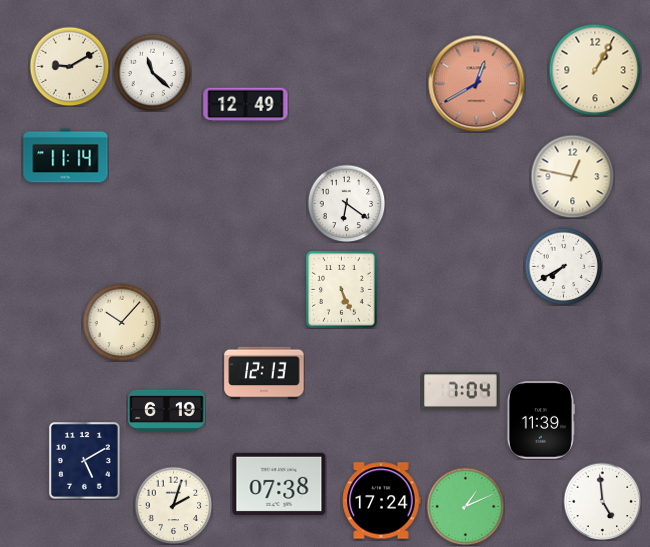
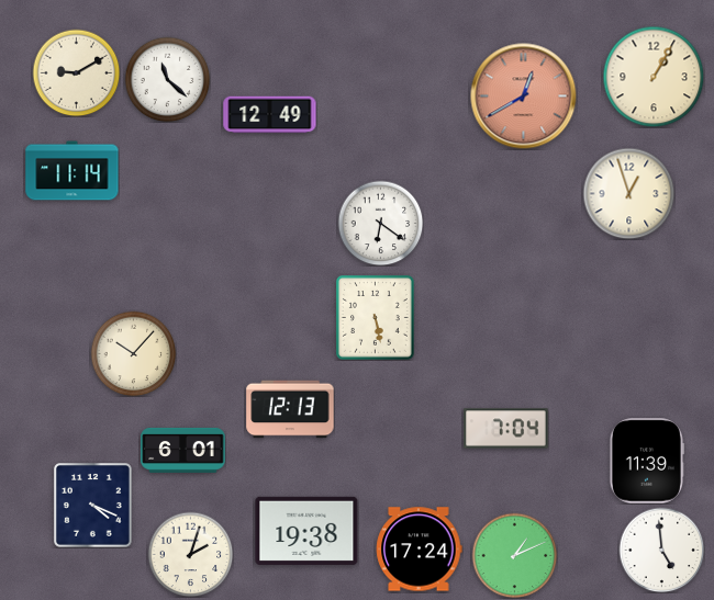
clock at (477, 84) position: (477, 84) -> (524, 97)
clock at (572, 176): 12:47 -> 12:57
clock at (563, 266): 7:40 -> none
clock at (341, 290): 5:26 -> 5:28
clock at (167, 410): 6:19 -> 6:01
clock at (540, 420) position: (540, 420) -> (646, 461)
clock at (84, 461): 5:10 -> 4:19
clock at (279, 484): 07:38 -> 19:38
clock at (465, 506) position: (465, 506) -> (514, 555)
